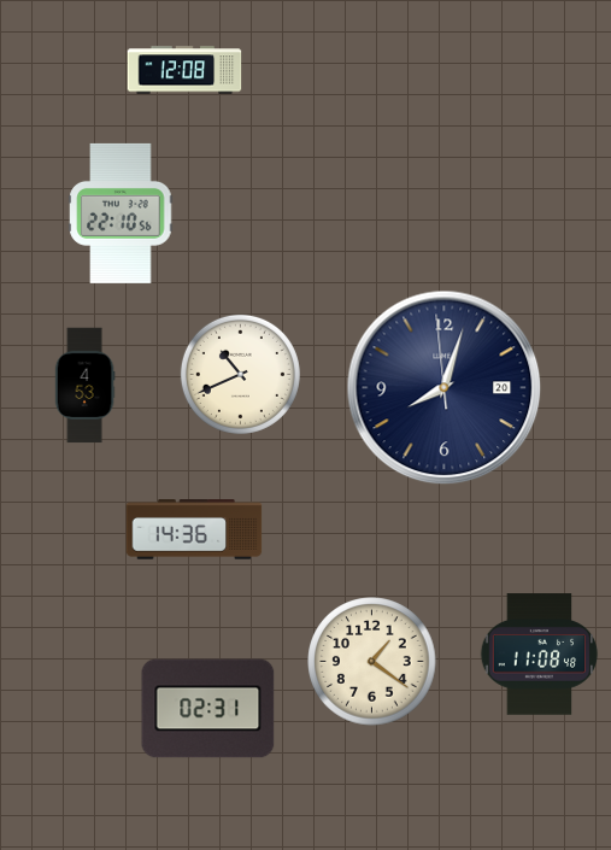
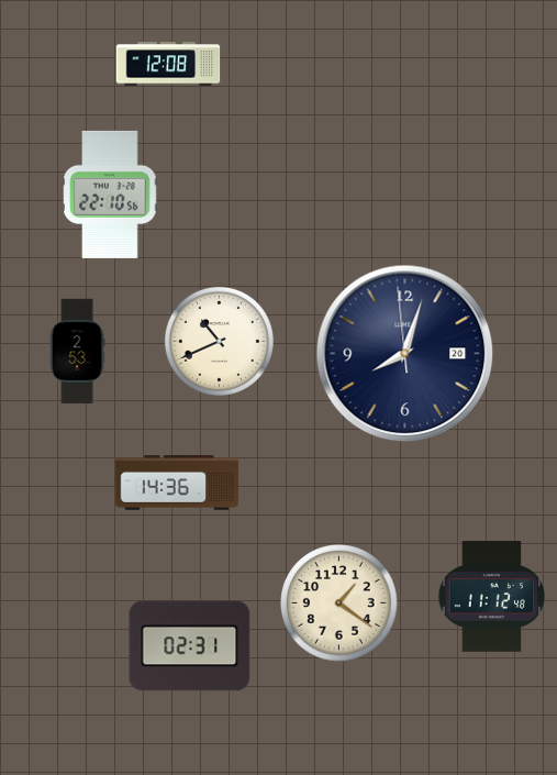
clock at (84, 386): 4:53 -> 2:53
clock at (540, 655): 11:08 -> 11:12
